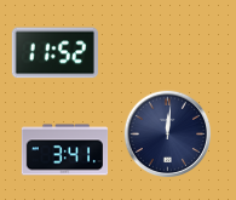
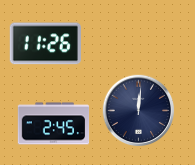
clock at (54, 53): 11:52 -> 11:26
clock at (65, 150): 3:41 -> 2:45
